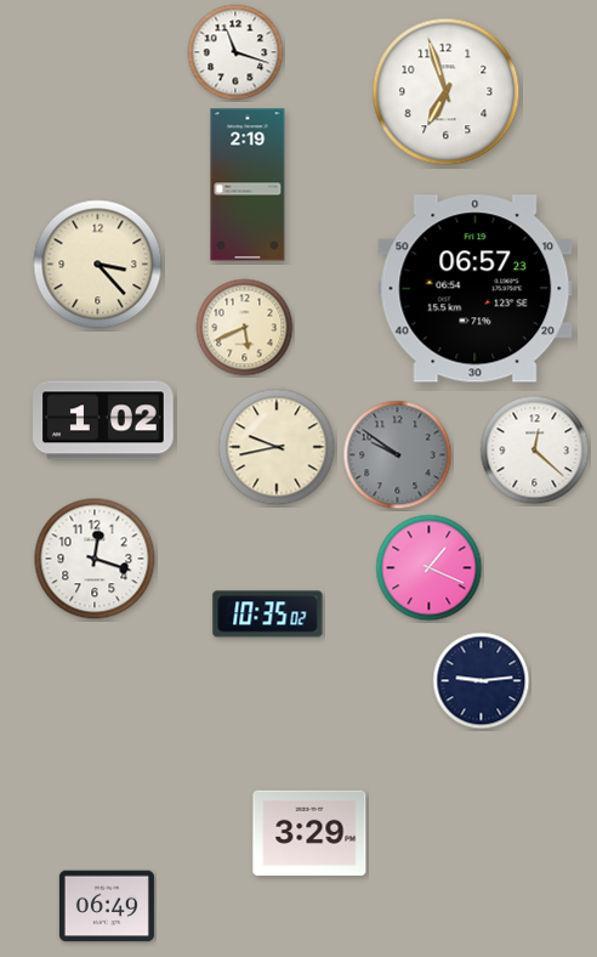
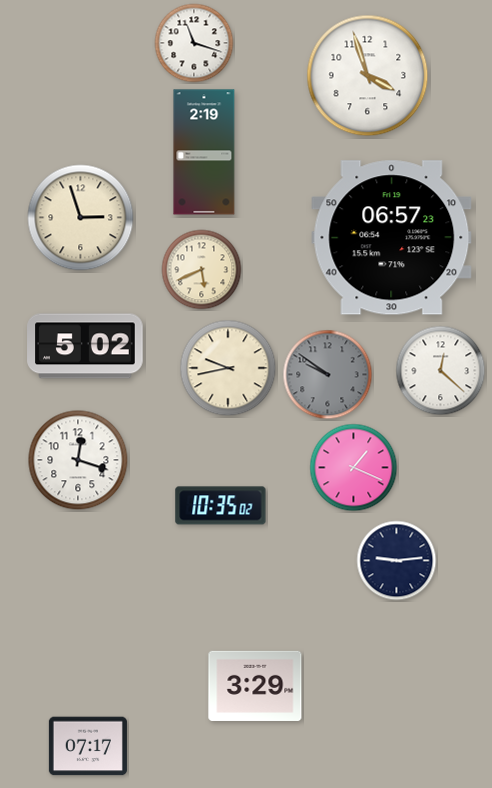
clock at (447, 92): 6:57 -> 3:57
clock at (98, 265): 3:23 -> 2:57
clock at (103, 420): 1:02 -> 5:02
clock at (107, 906): 06:49 -> 07:17
